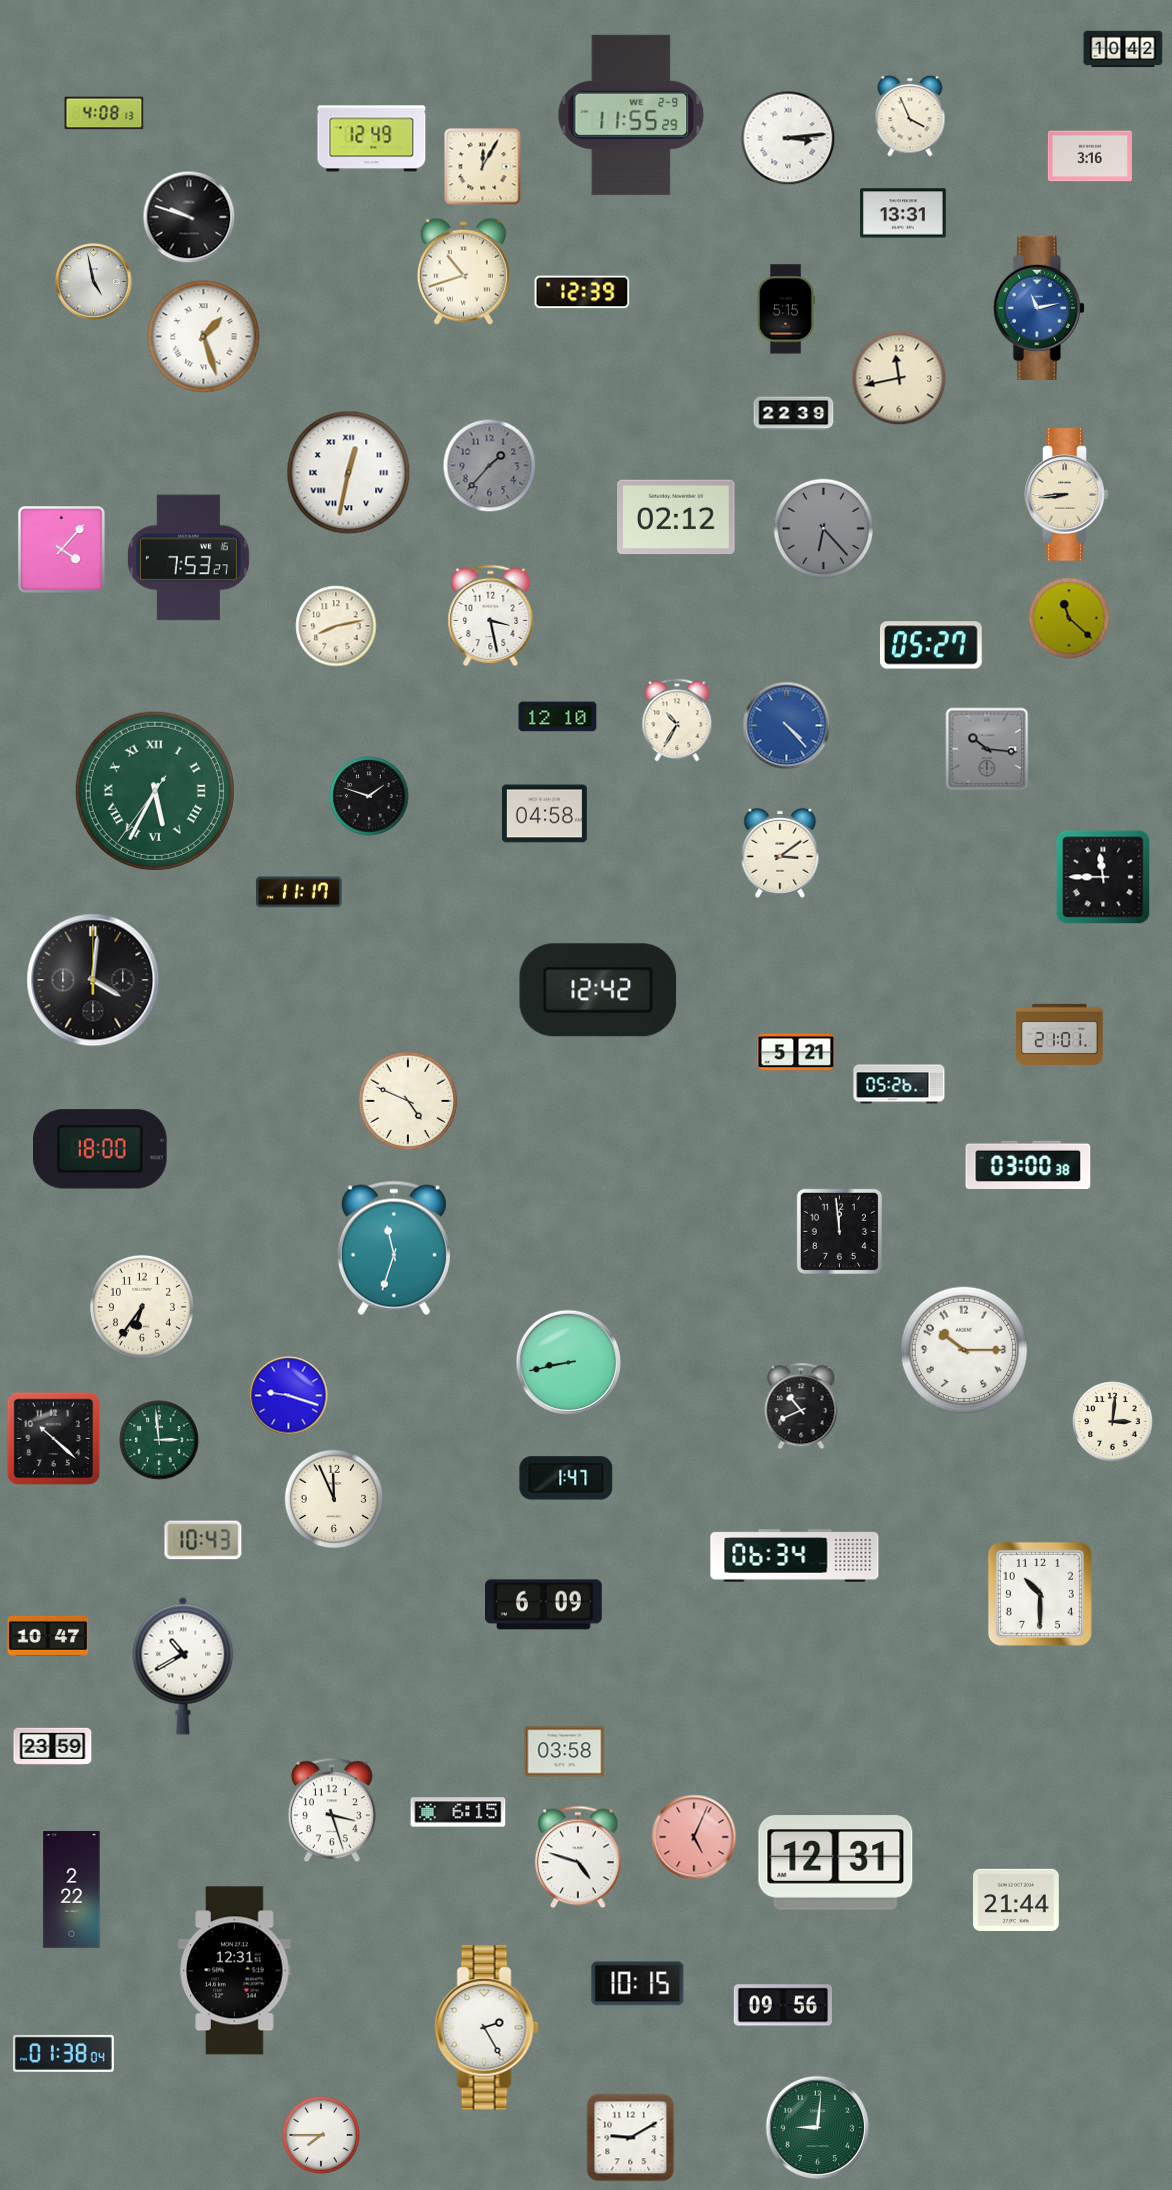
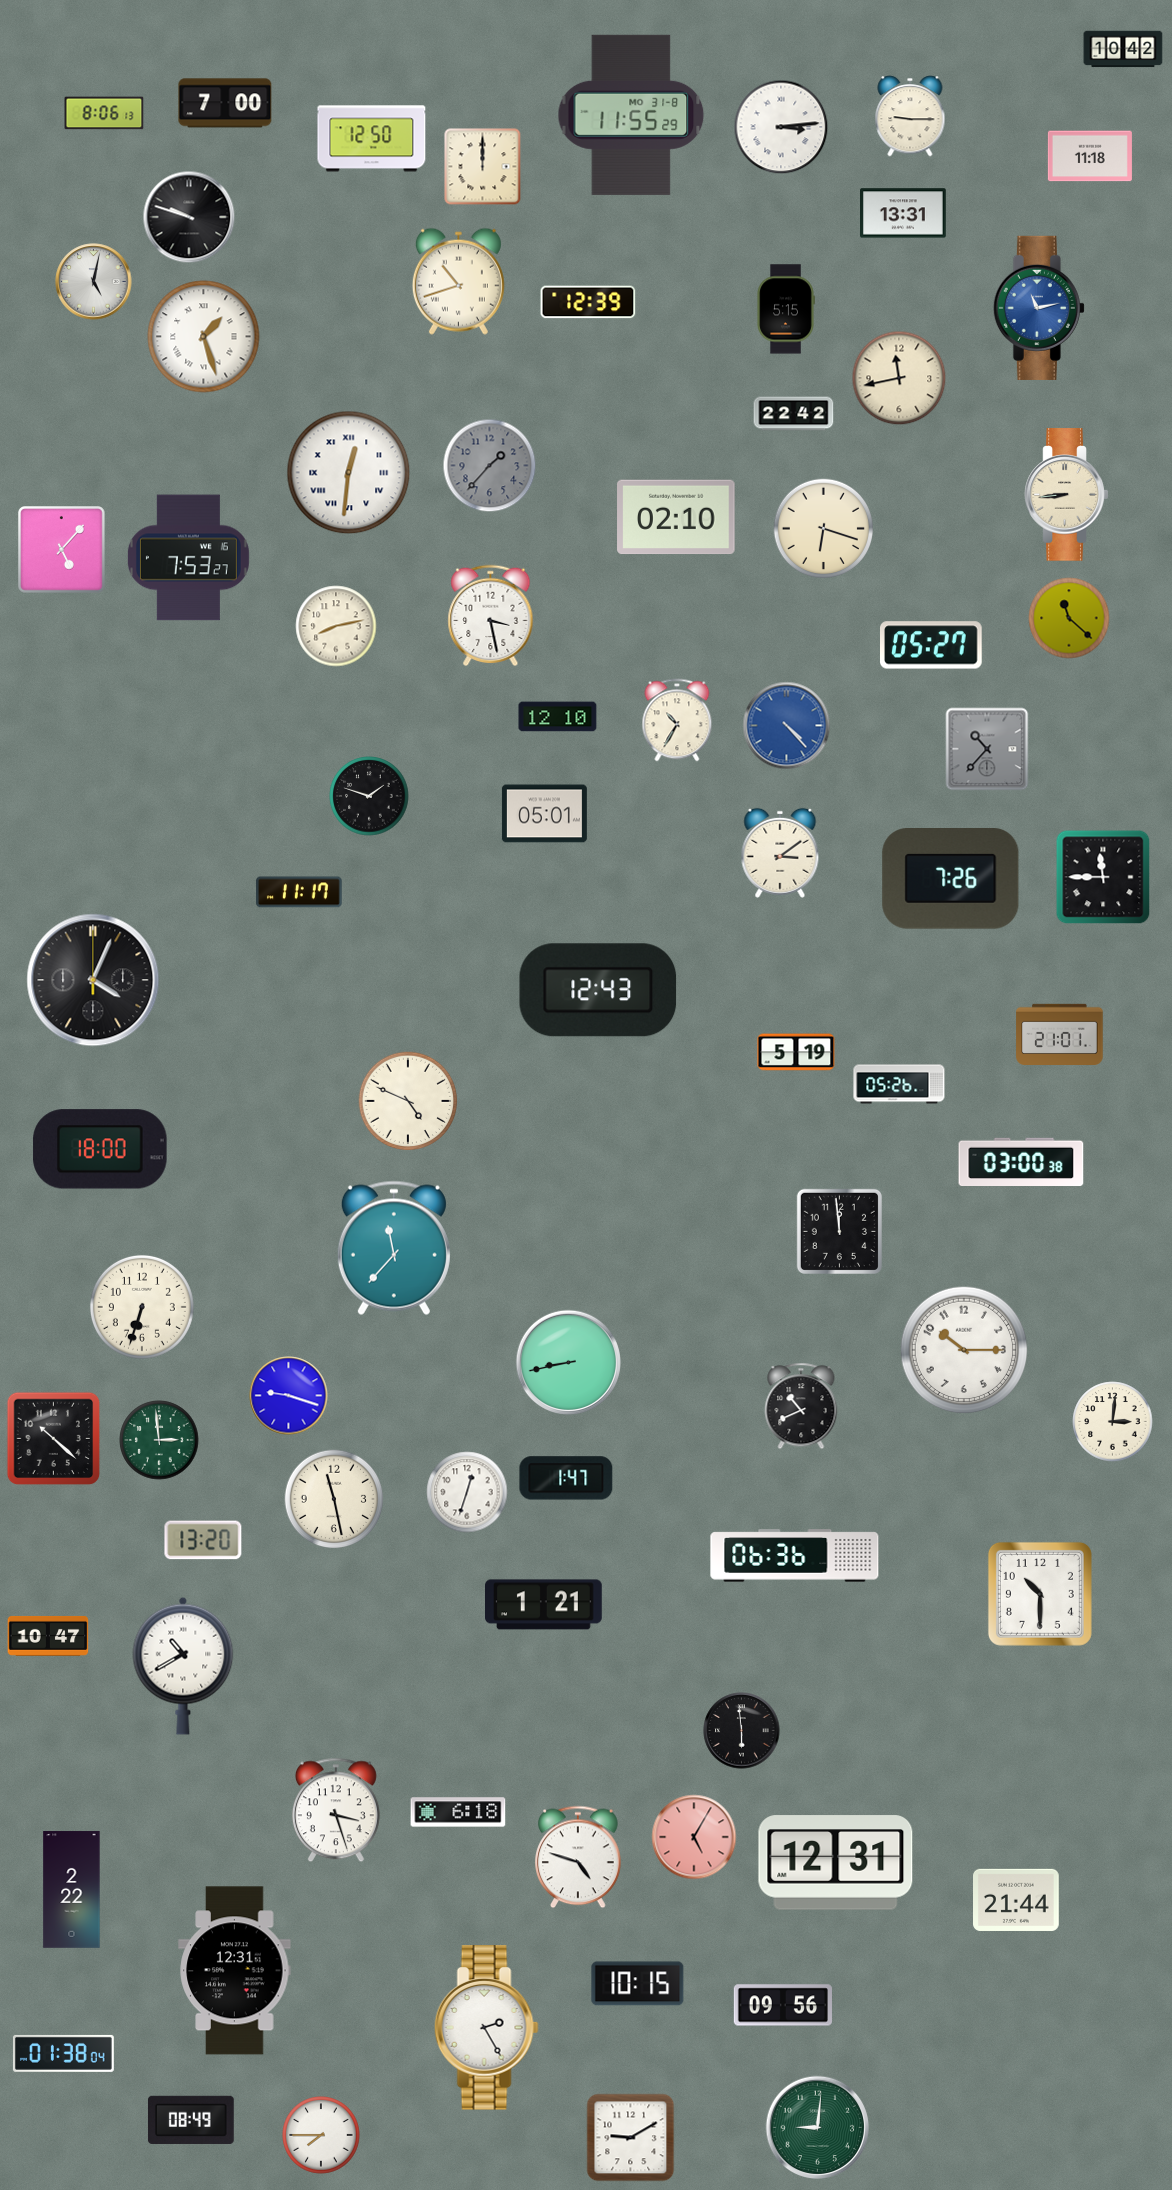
clock at (225, 103): none -> 7:00
clock at (104, 113): 4:08 -> 8:06
clock at (631, 115) date: WE 2-9 -> MO 31-8
clock at (910, 116): 3:56 -> 9:15
clock at (788, 138) position: (788, 138) -> (781, 127)
clock at (372, 139): 12:49 -> 12:50
clock at (1090, 156): 3:16 -> 11:18
clock at (483, 167): 12:05 -> 12:00
clock at (463, 271) position: (463, 271) -> (458, 281)
clock at (94, 282): 4:58 -> 5:02
clock at (582, 292) position: (582, 292) -> (588, 302)
clock at (794, 414): 22:39 -> 22:42
clock at (349, 473): 12:32 -> 12:31
clock at (676, 517): 02:12 -> 02:10
clock at (823, 528): 6:23 -> 6:18
clock at (823, 528) dial: grey -> cream
clock at (62, 550): 4:07 -> 5:07
clock at (987, 749): 10:16 -> 10:37
clock at (155, 791): 5:34 -> none
clock at (544, 814): 04:58 -> 05:01
clock at (951, 879): none -> 7:26
clock at (93, 980): 4:01 -> 4:04
clock at (598, 990): 12:42 -> 12:43
clock at (796, 1052): 5:21 -> 5:19
clock at (1028, 1165) position: (1028, 1165) -> (1021, 1162)
clock at (394, 1248): 11:33 -> 11:37
clock at (142, 1307): 6:36 -> 6:33
clock at (467, 1492): none -> 12:33
clock at (334, 1499): 11:56 -> 11:28
clock at (203, 1540): 10:43 -> 13:20
clock at (795, 1556): 06:34 -> 06:36
clock at (544, 1605): 6:09 -> 1:21
clock at (742, 1731): none -> 5:59
clock at (53, 1747): 23:59 -> none
clock at (565, 1752): 03:58 -> none
clock at (332, 1810) position: (332, 1810) -> (336, 1810)
clock at (458, 1812): 6:15 -> 6:18
clock at (694, 1837): 5:04 -> 5:05
clock at (191, 2120): none -> 08:49
